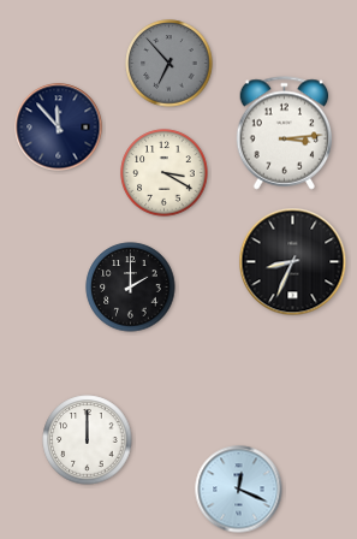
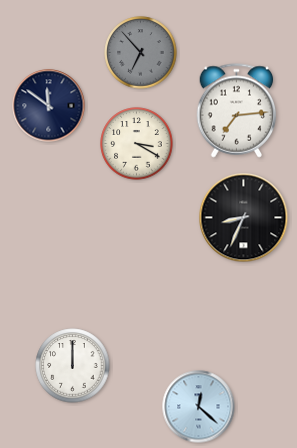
clock at (59, 128): 11:53 -> 11:51
clock at (285, 134): 3:14 -> 7:14
clock at (131, 288): 2:00 -> none
clock at (239, 490): 12:19 -> 12:22
